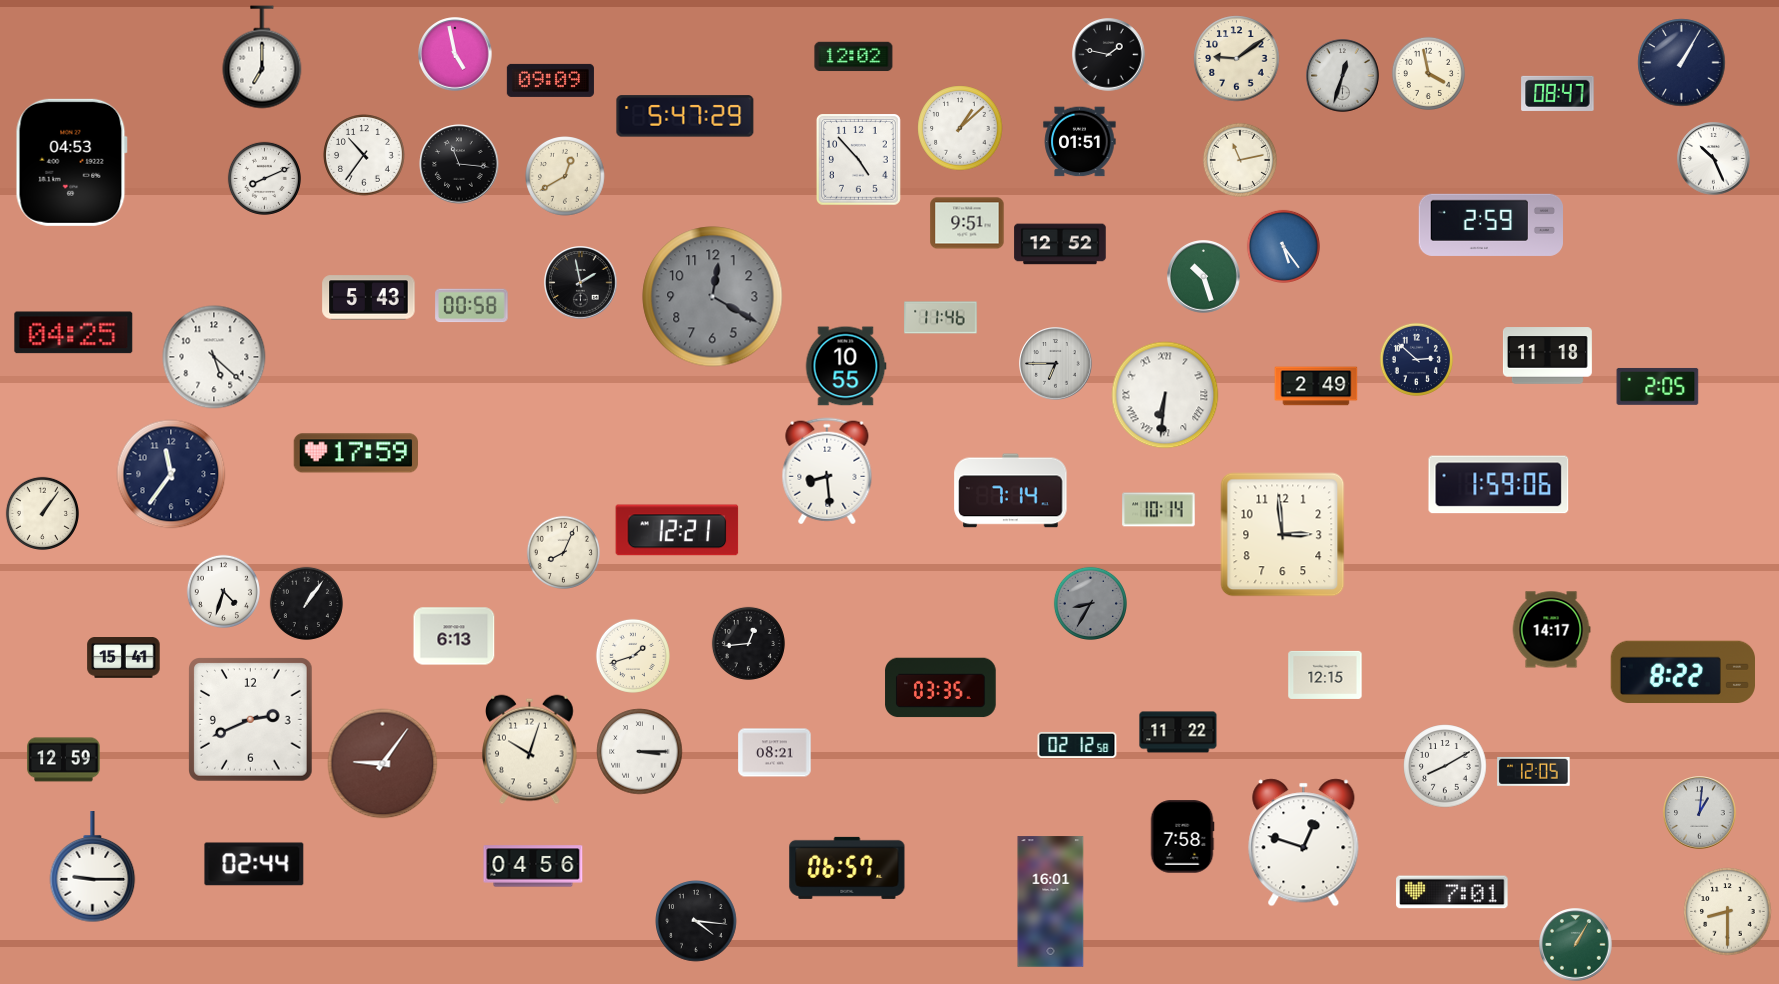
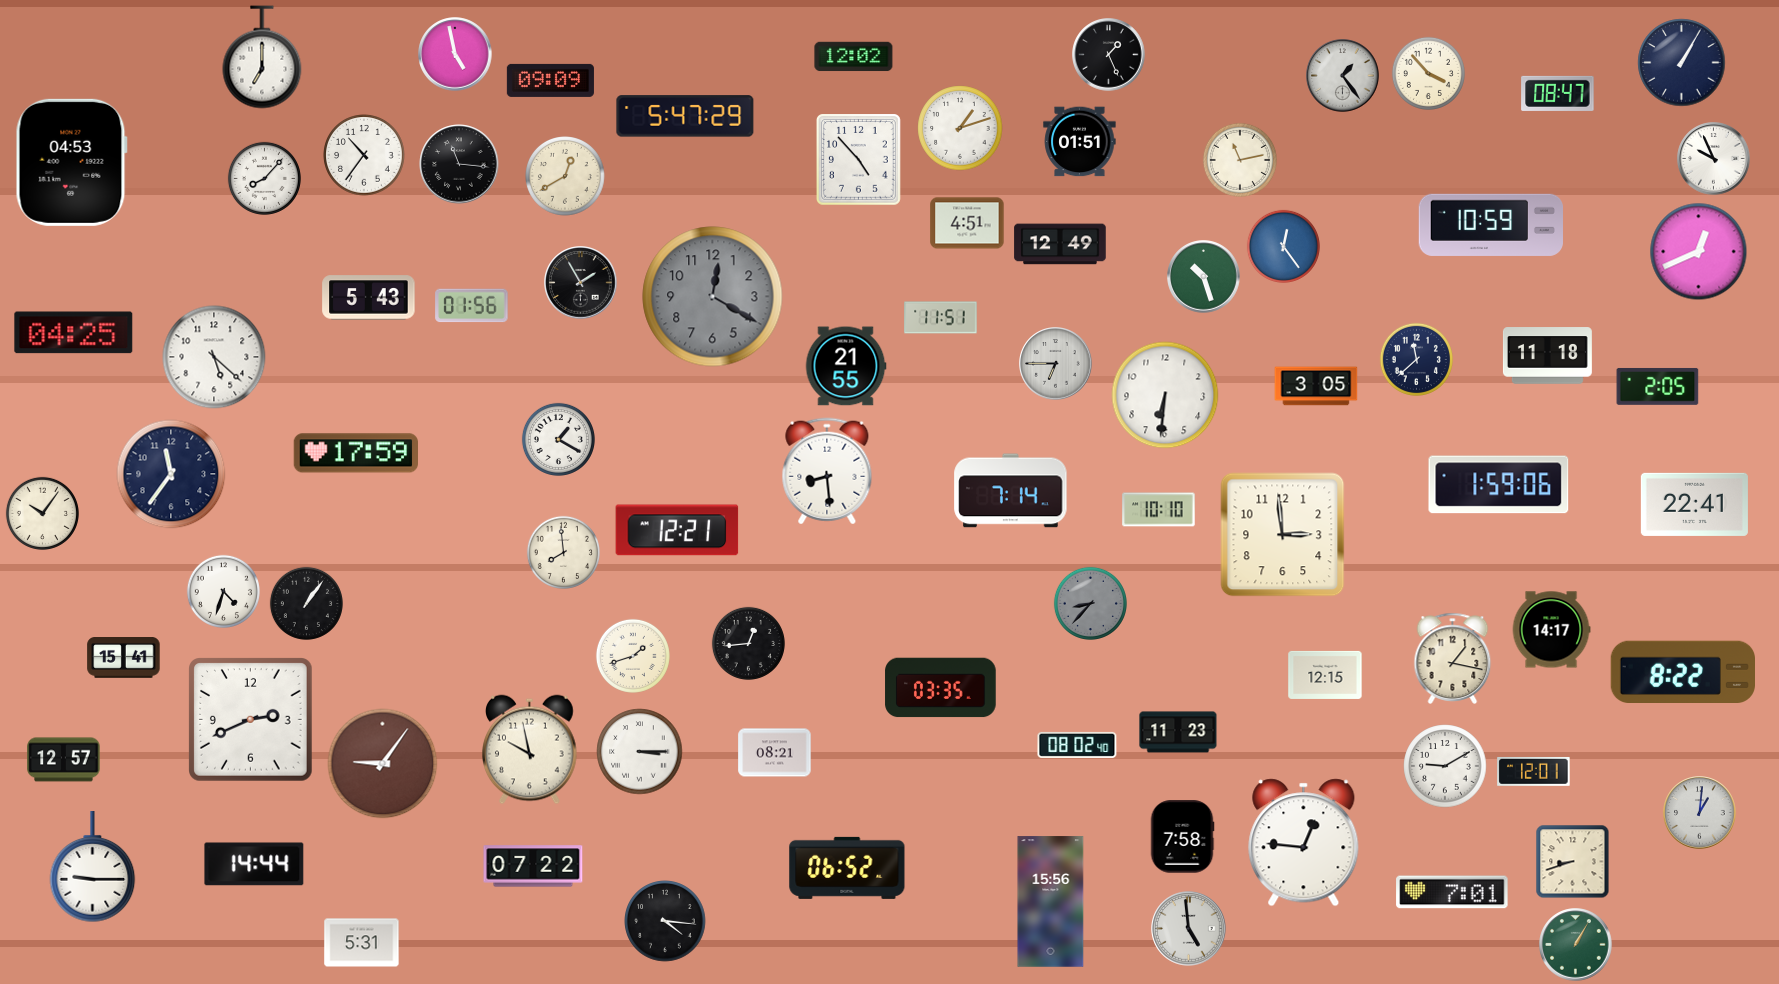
clock at (1109, 55): 1:47 -> 1:26
clock at (1237, 59): 9:09 -> none
clock at (1428, 73): 3:58 -> 3:53
clock at (1343, 76): 12:33 -> 1:24
clock at (960, 128): 1:08 -> 1:12
clock at (1714, 159): 10:26 -> 9:56
clock at (264, 178): 8:11 -> 8:07
clock at (967, 223): 9:51 -> 4:51
clock at (1490, 225): 2:59 -> 10:59
clock at (1060, 244): 12:52 -> 12:49
clock at (1283, 246): 5:24 -> 12:24
clock at (1699, 252): none -> 12:41
clock at (581, 283): 1:58 -> 1:55
clock at (472, 306): 00:58 -> 01:56
clock at (941, 318): 11:46 -> 11:51
clock at (1416, 359): 2:52 -> 11:38
clock at (846, 366): 10:55 -> 21:55
clock at (1316, 386): 2:49 -> 3:05
clock at (1165, 395) numerals: Roman -> Arabic
clock at (558, 439): none -> 1:20
clock at (1694, 504): none -> 22:41
clock at (1159, 510): 10:14 -> 10:10
clock at (42, 513): 1:06 -> 10:06
clock at (563, 552): 8:04 -> 7:59
clock at (1090, 603): 8:35 -> 8:37
clock at (454, 636): 6:13 -> none
clock at (1453, 658): none -> 1:17
clock at (1178, 732): 11:22 -> 11:23
clock at (1077, 745): 02:12 -> 08:02
clock at (530, 750): 10:03 -> 9:58
clock at (64, 760): 12:59 -> 12:57
clock at (1445, 766): 8:10 -> 9:10
clock at (1534, 771): 12:05 -> 12:01
clock at (1304, 843): 12:48 -> 12:46
clock at (1573, 862): none -> 8:42
clock at (254, 864): 02:44 -> 14:44
clock at (533, 866): 04:56 -> 07:22
clock at (847, 868): 06:57 -> 06:52
clock at (1051, 902): 16:01 -> 15:56
clock at (1728, 912): 8:30 -> none
clock at (696, 921) position: (696, 921) -> (665, 921)
clock at (1189, 929): none -> 4:59
clock at (362, 943): none -> 5:31
